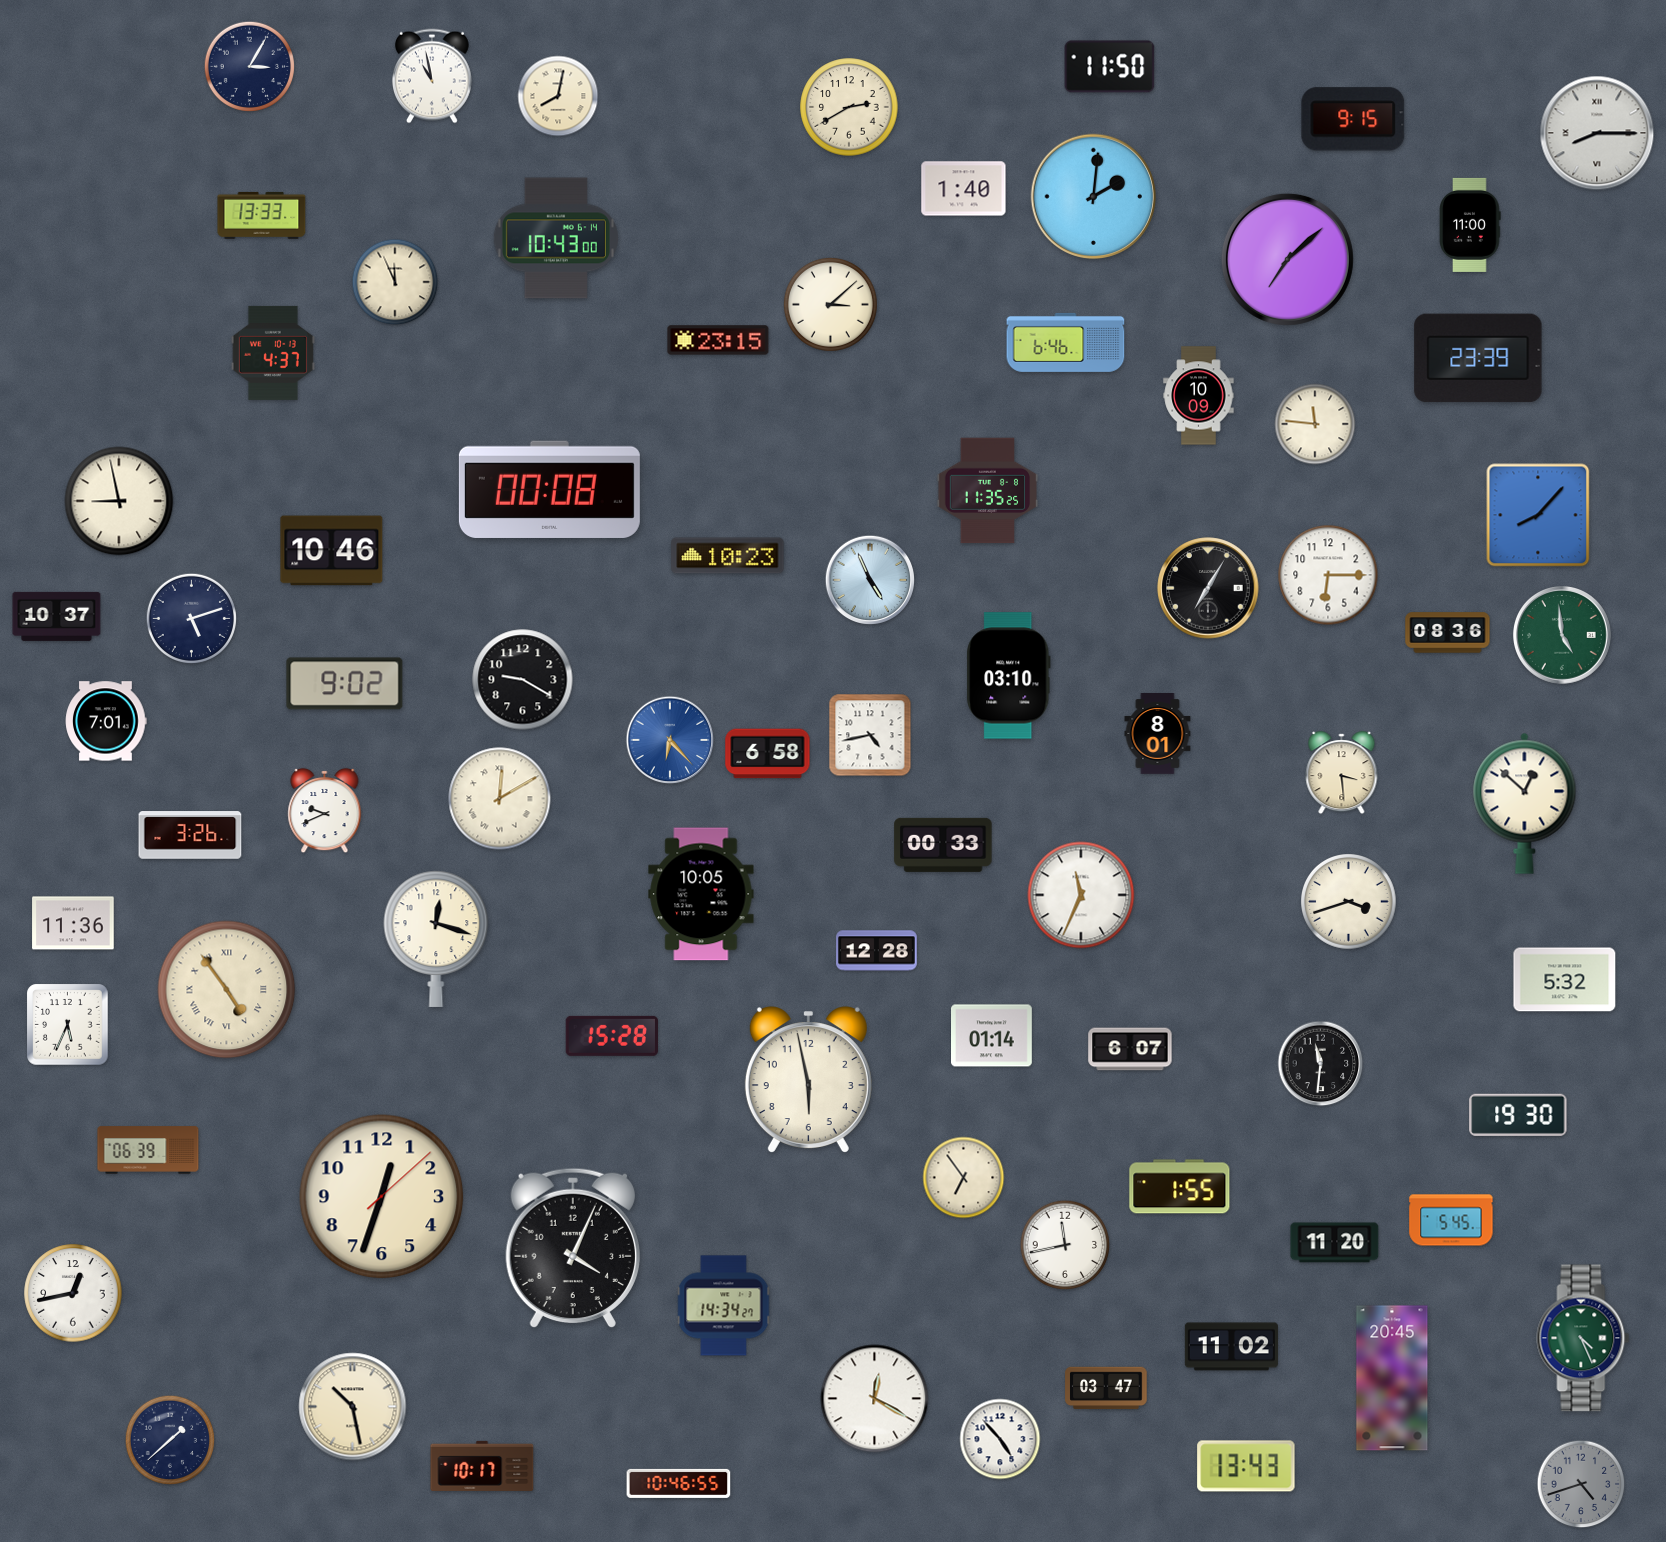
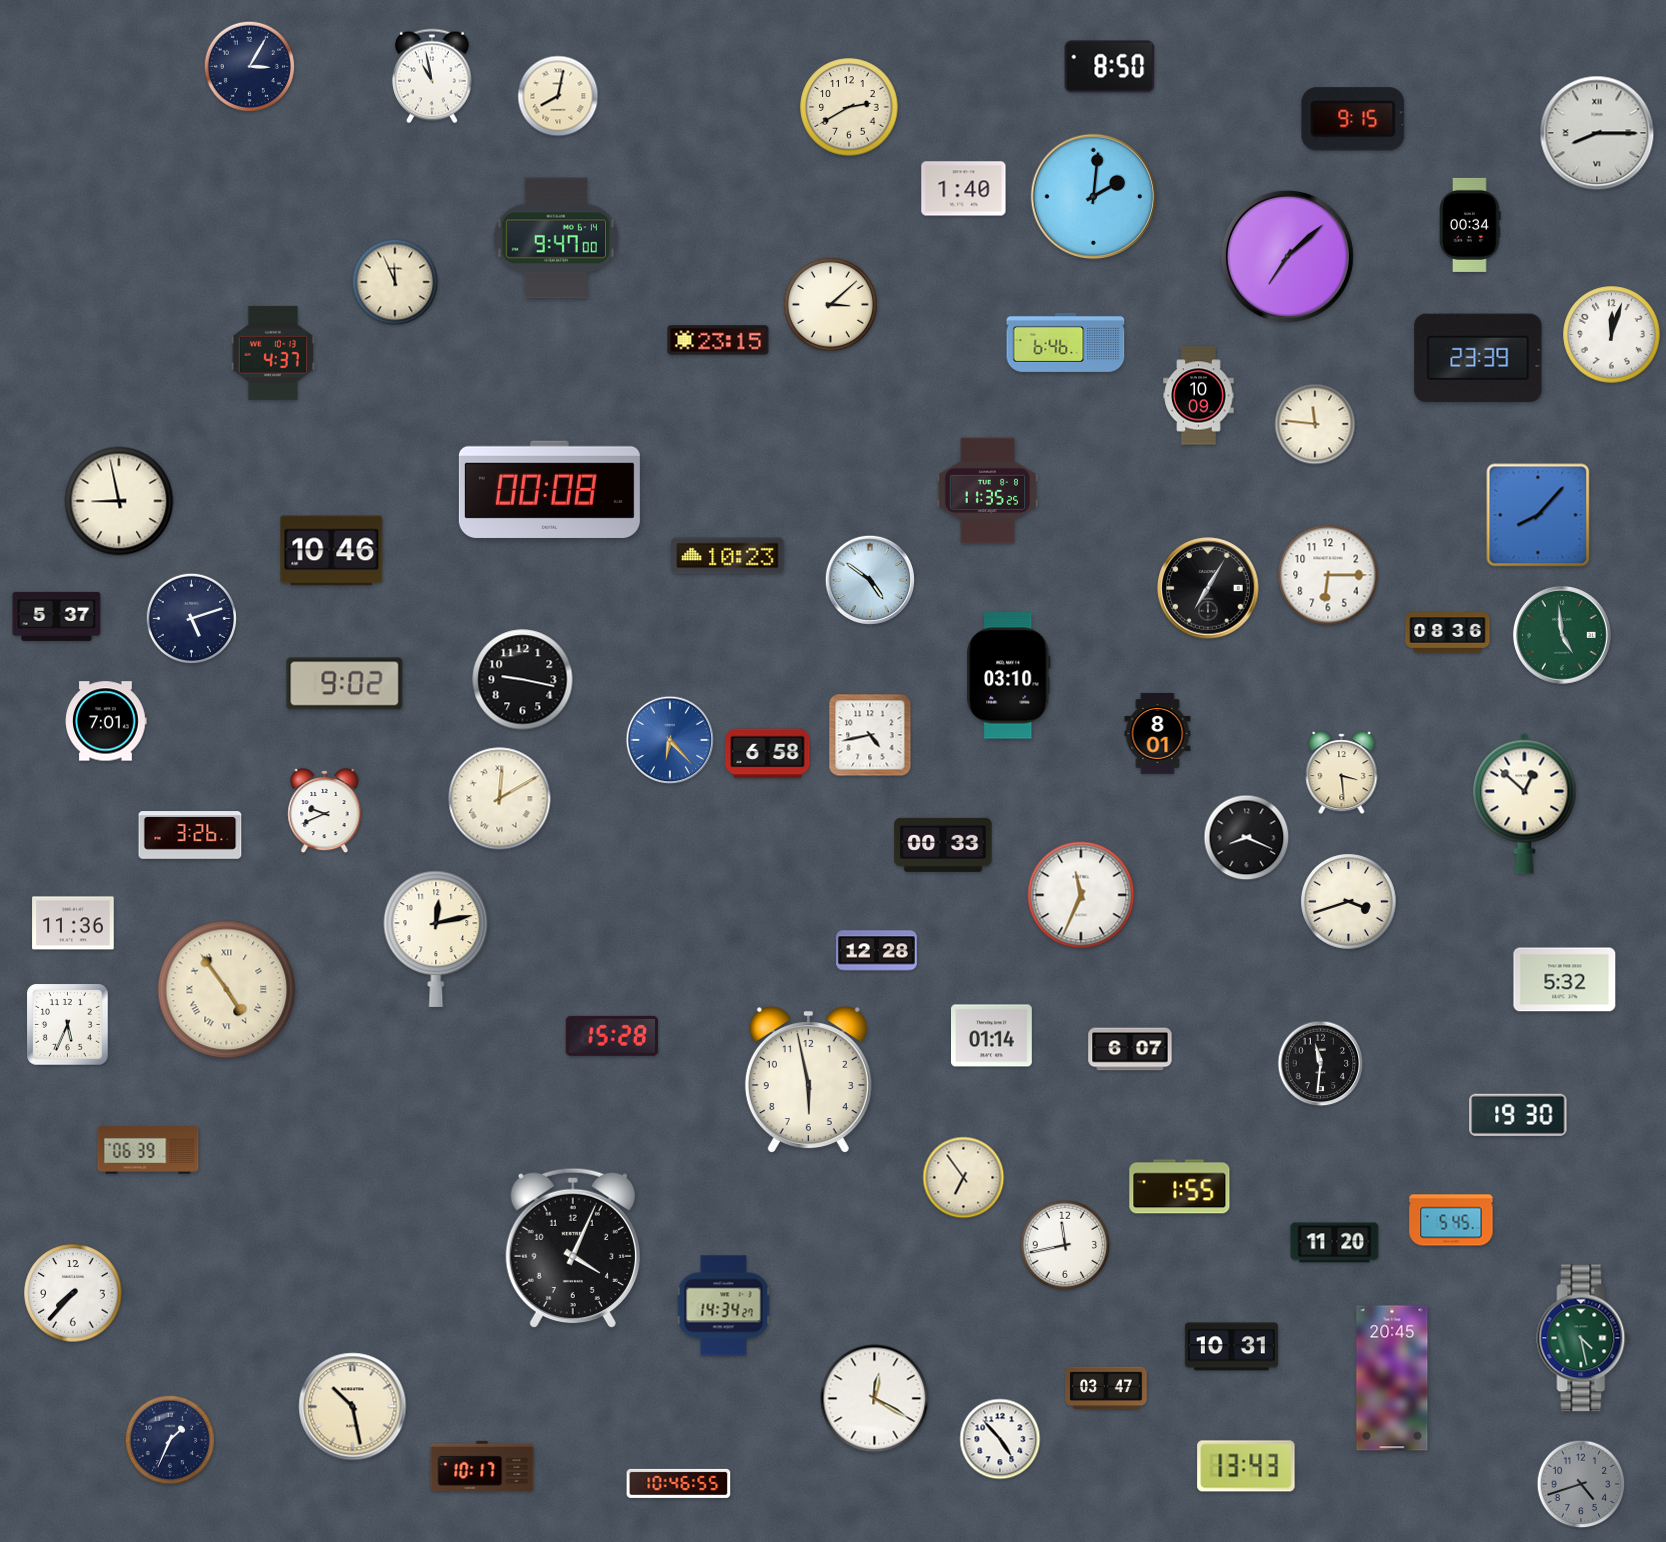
clock at (1110, 67): 11:50 -> 8:50
clock at (262, 215): 13:33 -> none
clock at (1470, 225): 11:00 -> 00:34
clock at (556, 238): 10:43 -> 9:47
clock at (1287, 259) position: (1287, 259) -> (1287, 256)
clock at (1612, 335): none -> 12:03
clock at (870, 580): 4:56 -> 4:51
clock at (57, 616): 10:37 -> 5:37
clock at (523, 680): 9:20 -> 9:17
clock at (1247, 838): none -> 8:19
clock at (701, 894): 10:05 -> none
clock at (436, 939): 12:18 -> 12:13
clock at (382, 1197): 12:33 -> none
clock at (73, 1293): 12:43 -> 7:37
clock at (1583, 1338): 4:26 -> 4:28
clock at (1231, 1347): 11:02 -> 10:31
clock at (170, 1440): 1:38 -> 1:34
